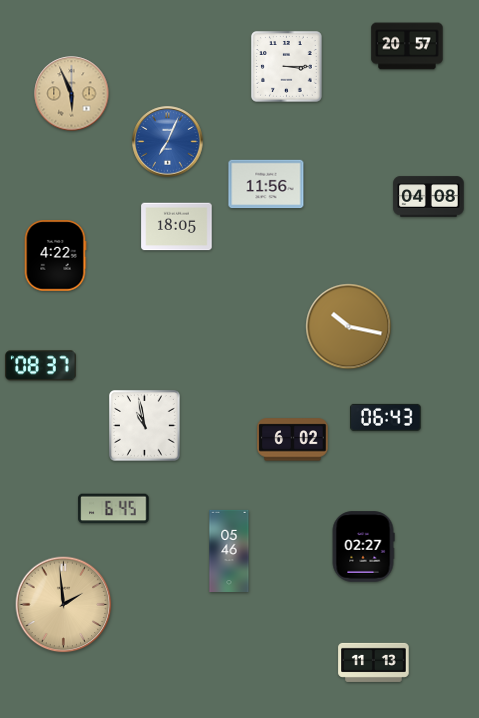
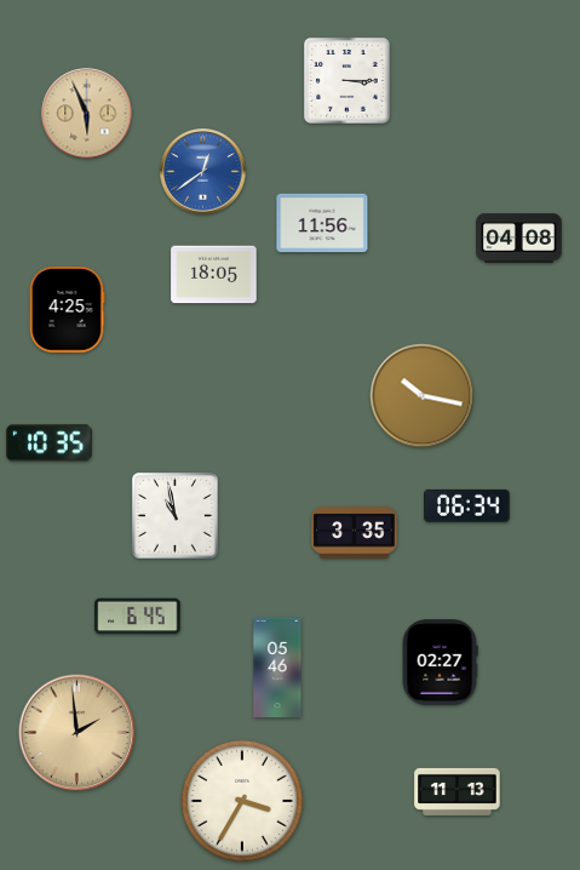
clock at (407, 46): 20:57 -> none
clock at (168, 142): 7:04 -> 12:39
clock at (55, 256): 4:22 -> 4:25
clock at (41, 366): 08:37 -> 10:35
clock at (386, 417): 06:43 -> 06:34
clock at (293, 440): 6:02 -> 3:35
clock at (242, 801): none -> 3:35
clock at (374, 662) position: (374, 662) -> (458, 791)
